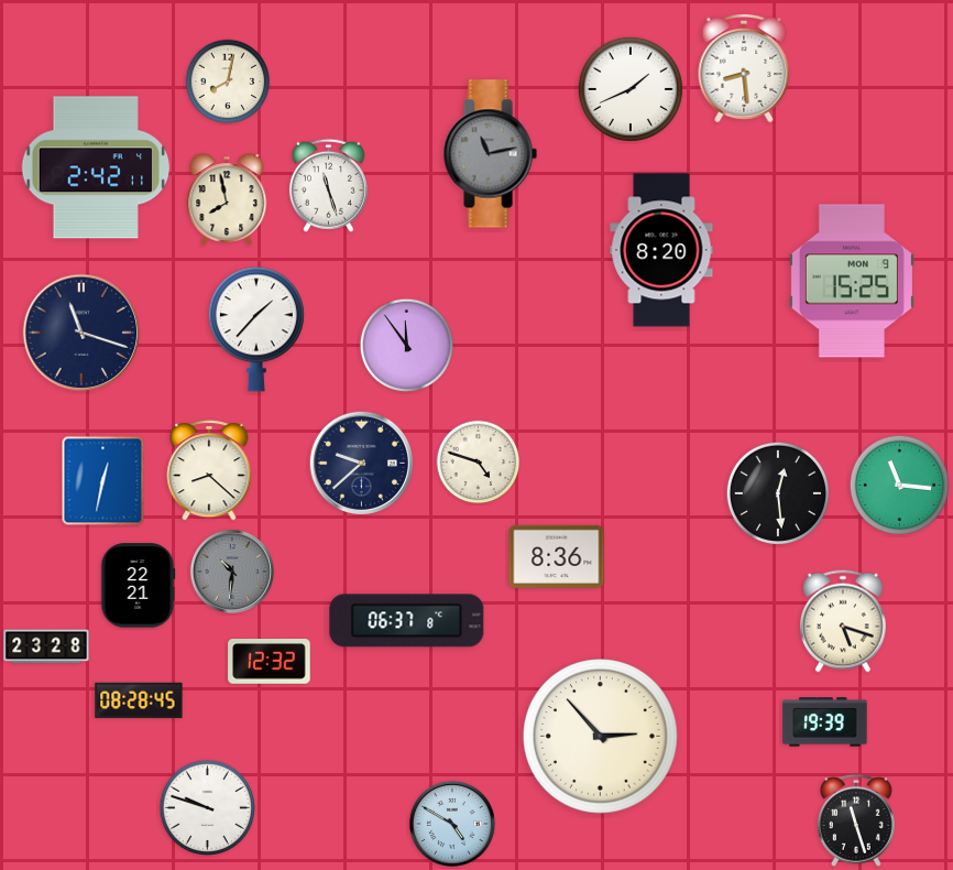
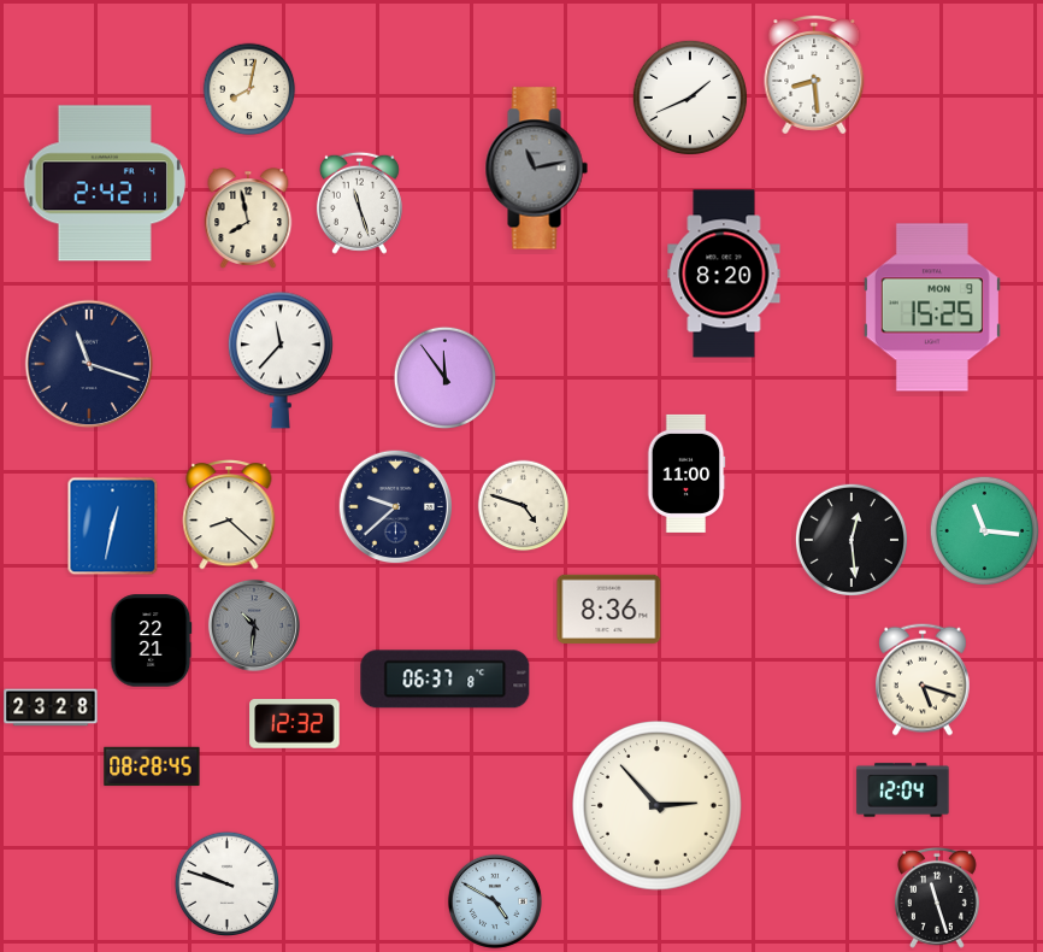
clock at (256, 329): 1:37 -> 11:37
clock at (687, 474): none -> 11:00
clock at (825, 722): 19:39 -> 12:04
